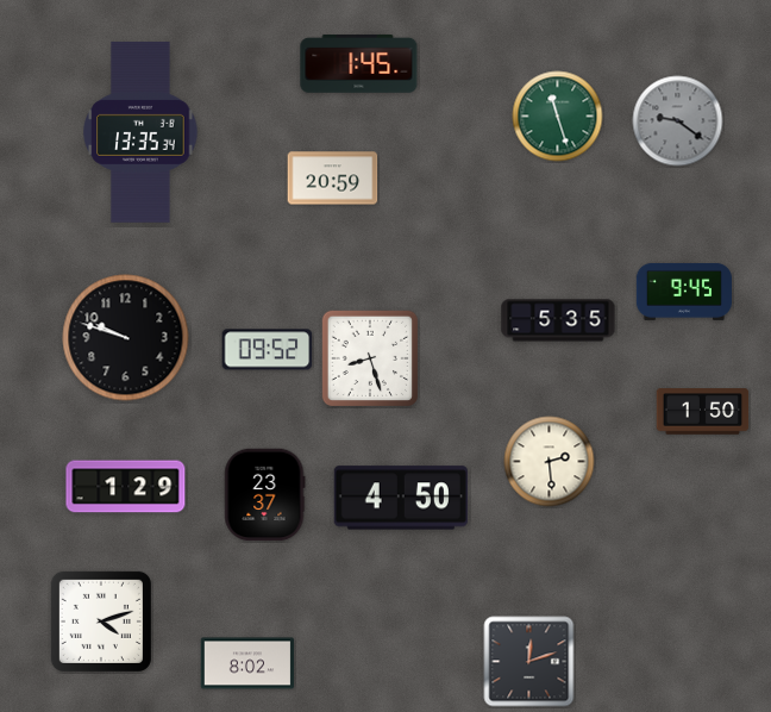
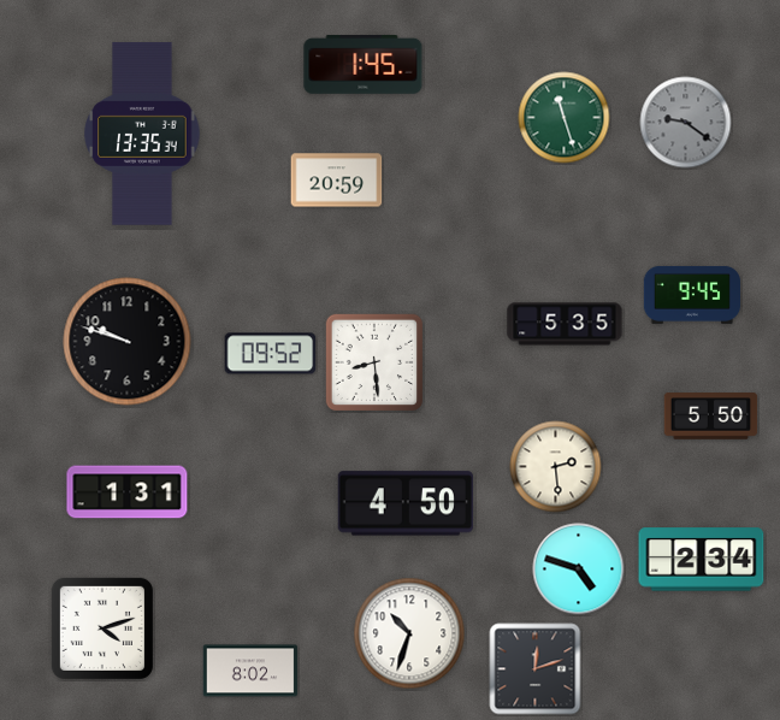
clock at (369, 357): 8:27 -> 8:29
clock at (703, 412): 1:50 -> 5:50
clock at (126, 487): 1:29 -> 1:31
clock at (265, 495): 23:37 -> none
clock at (702, 560): none -> 2:34
clock at (579, 569): none -> 4:48
clock at (409, 633): none -> 10:33
